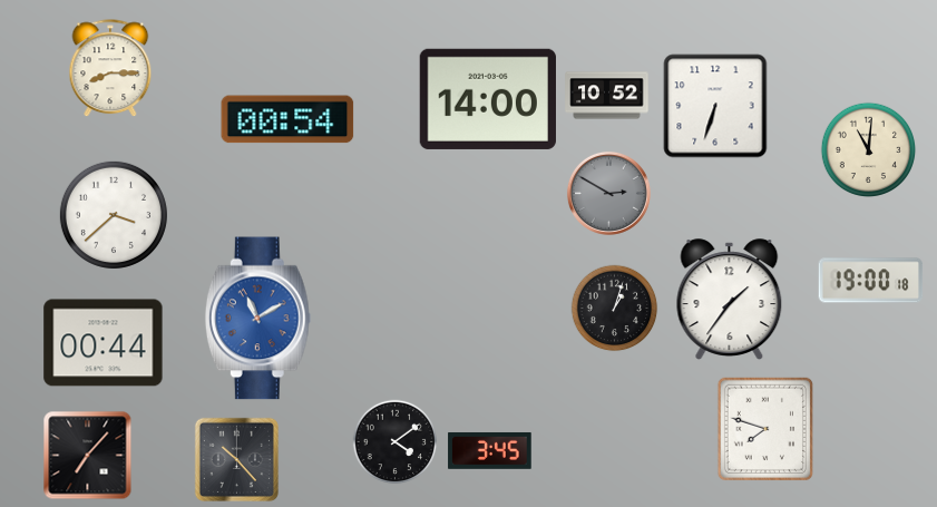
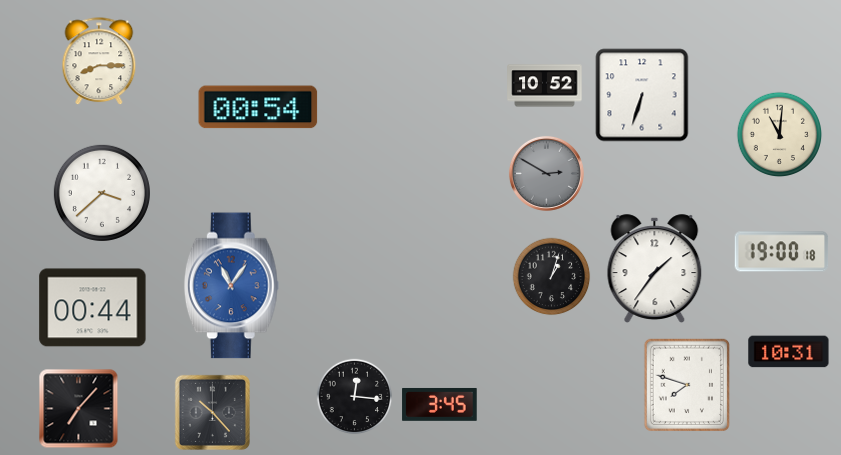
clock at (488, 99): 14:00 -> none
clock at (257, 319): 11:10 -> 11:06
clock at (789, 352): none -> 10:31
clock at (396, 442): 4:09 -> 12:16
